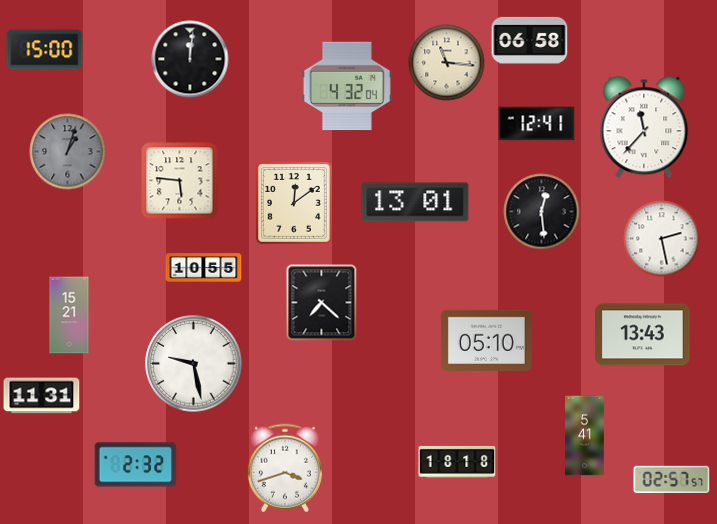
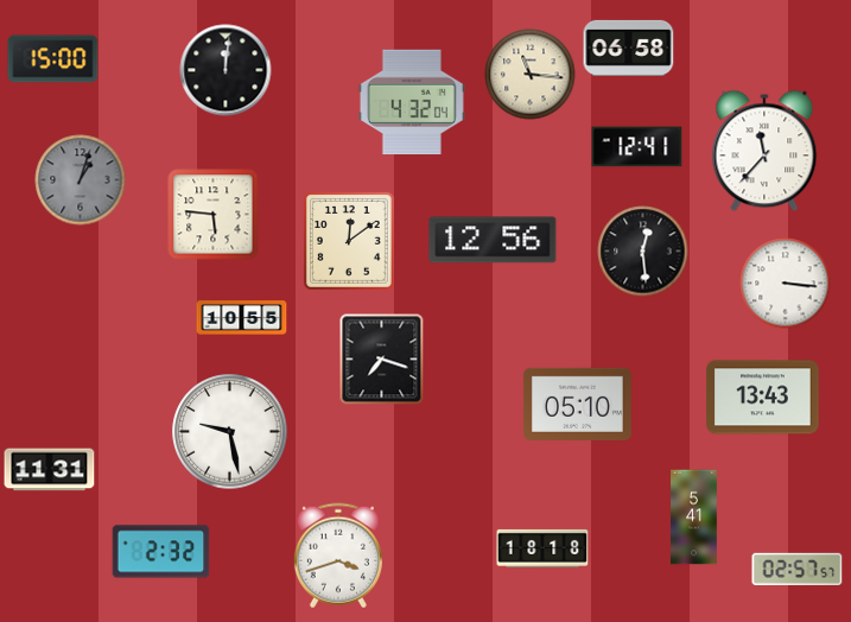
clock at (415, 202): 13:01 -> 12:56
clock at (662, 239): 2:28 -> 3:16
clock at (322, 303): 7:22 -> 7:18
clock at (69, 315): 15:21 -> none
